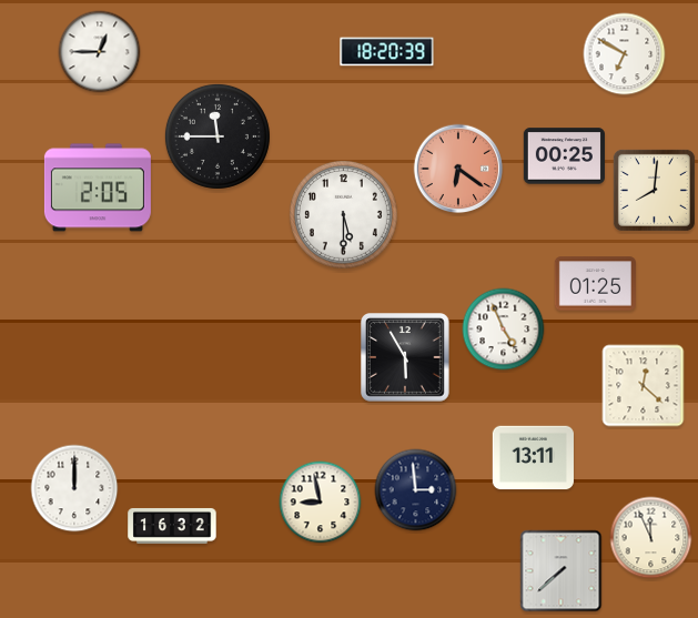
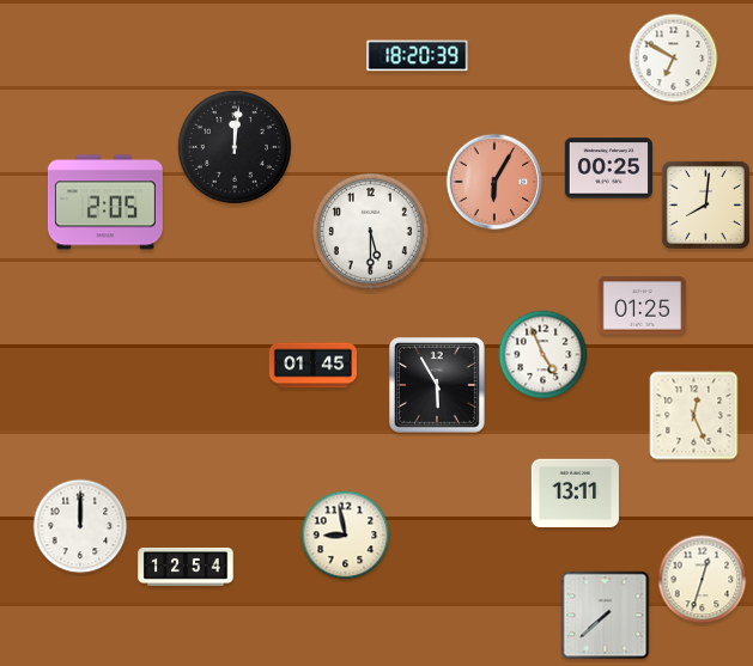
clock at (100, 52): 12:45 -> none
clock at (218, 136): 11:45 -> 12:01
clock at (458, 169): 6:21 -> 6:05
clock at (312, 366): none -> 01:45
clock at (644, 386): 12:22 -> 12:26
clock at (416, 490): 2:59 -> none
clock at (321, 503) position: (321, 503) -> (346, 536)
clock at (172, 526): 16:32 -> 12:54
clock at (651, 538): 11:56 -> 12:33
